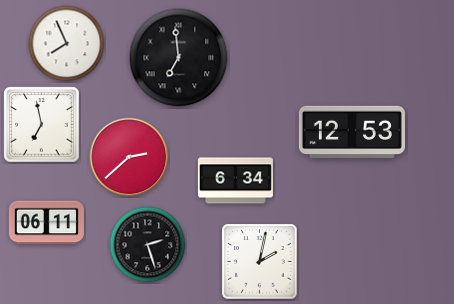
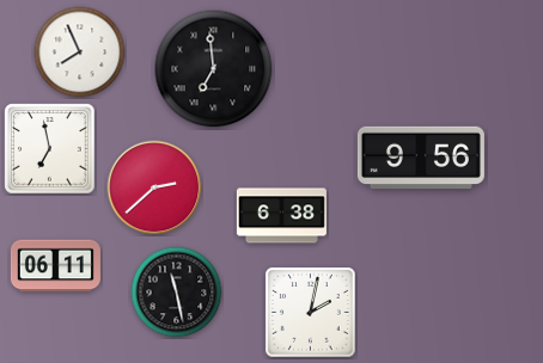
clock at (352, 131): 12:53 -> 9:56
clock at (235, 181): 6:34 -> 6:38
clock at (148, 245): 2:27 -> 11:28
